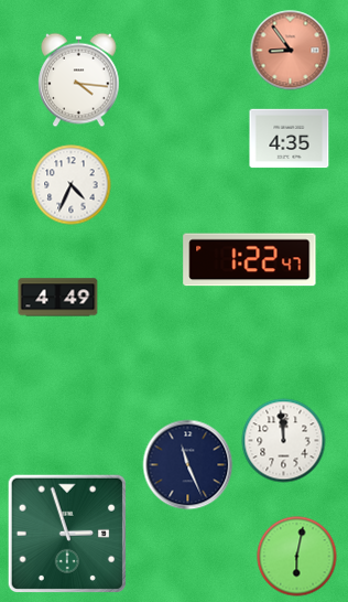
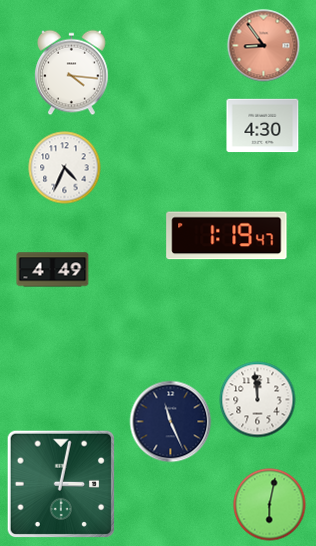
clock at (290, 139): 4:35 -> 4:30
clock at (250, 260): 1:22 -> 1:19
clock at (66, 533): 2:57 -> 3:02
